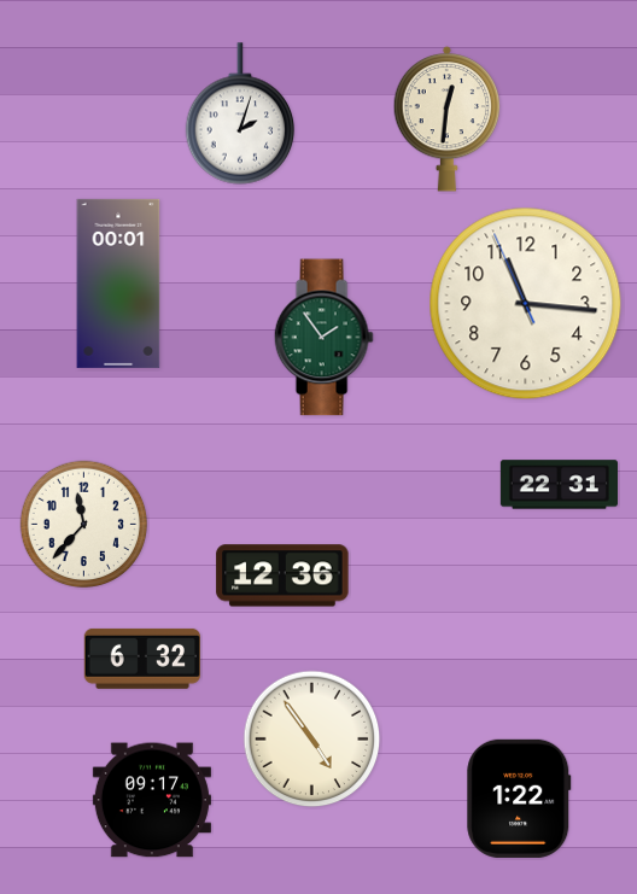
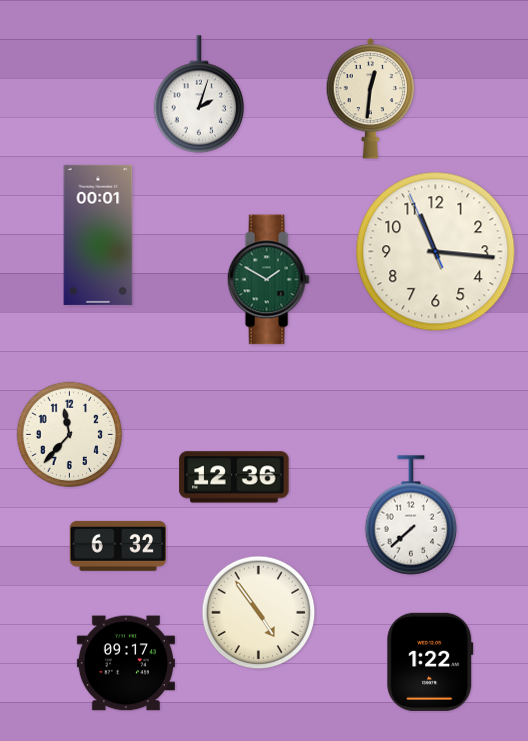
clock at (323, 338): 1:54 -> 1:50
clock at (559, 485): 22:31 -> none
clock at (411, 515): none -> 7:38
